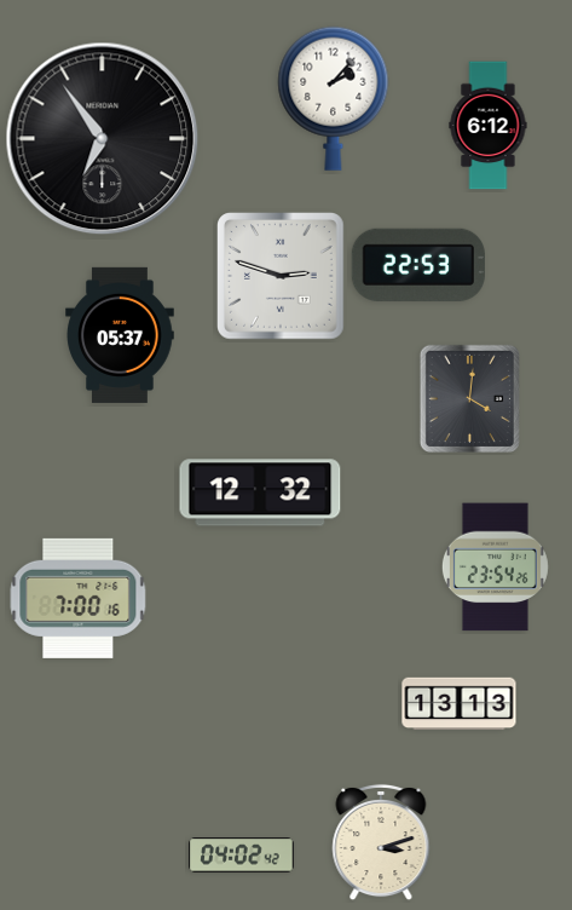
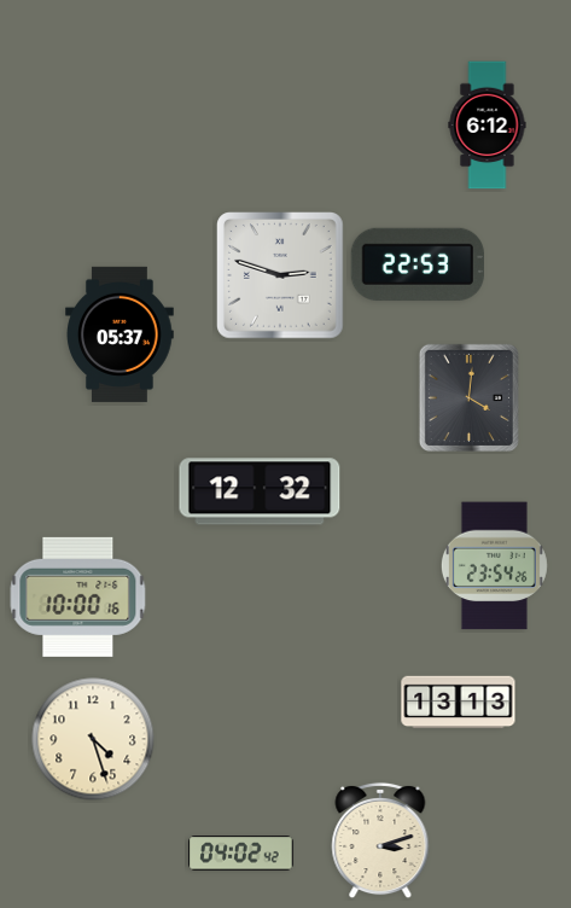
clock at (334, 98): 2:07 -> none
clock at (103, 139): 6:54 -> none
clock at (79, 598): 7:00 -> 10:00
clock at (93, 739): none -> 4:27
